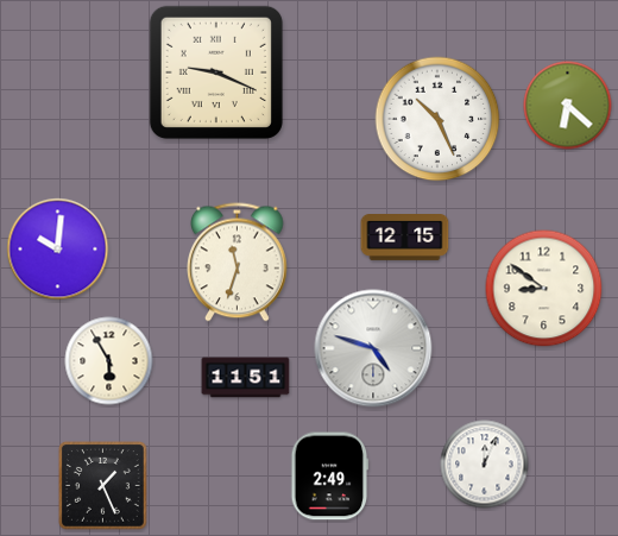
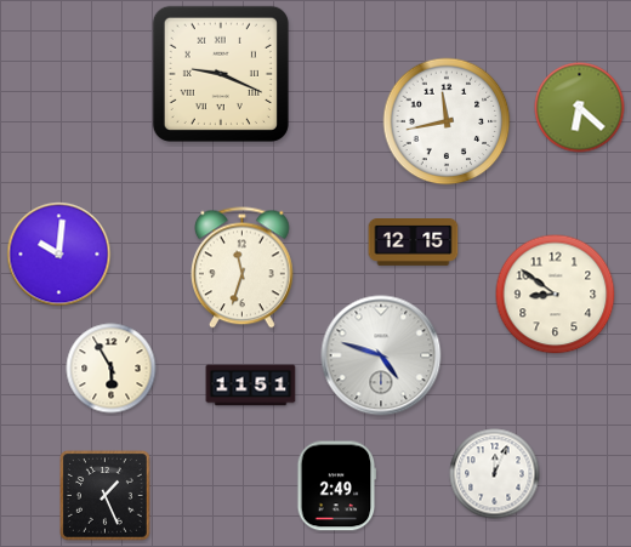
clock at (437, 119): 10:26 -> 11:43
